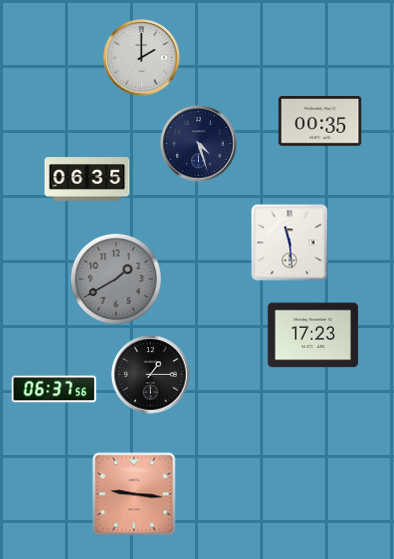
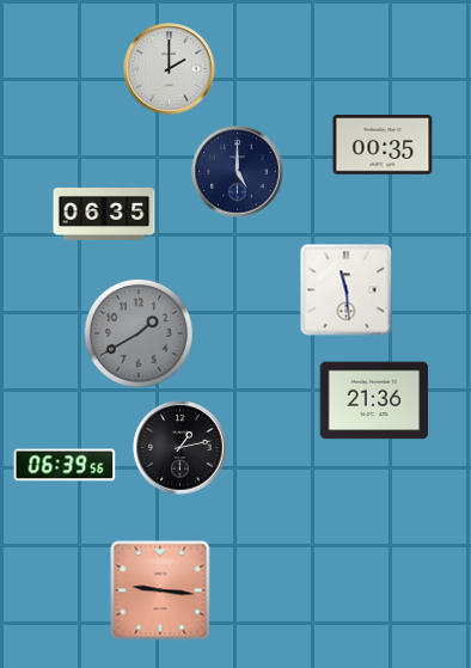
clock at (199, 144): 4:27 -> 5:00
clock at (313, 335): 17:23 -> 21:36
clock at (151, 375): 1:15 -> 1:13
clock at (54, 389): 06:37 -> 06:39
